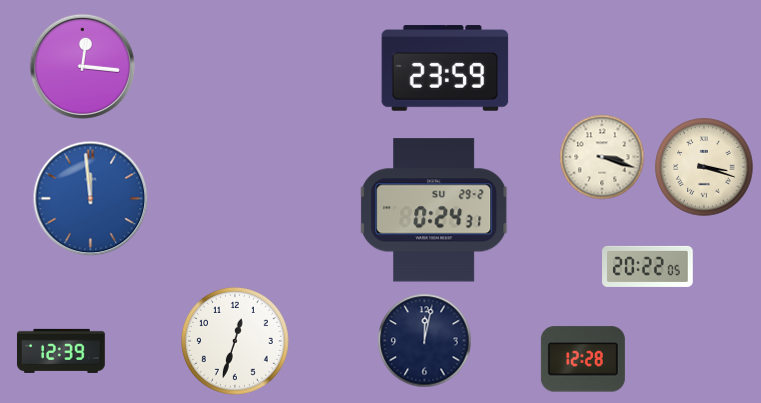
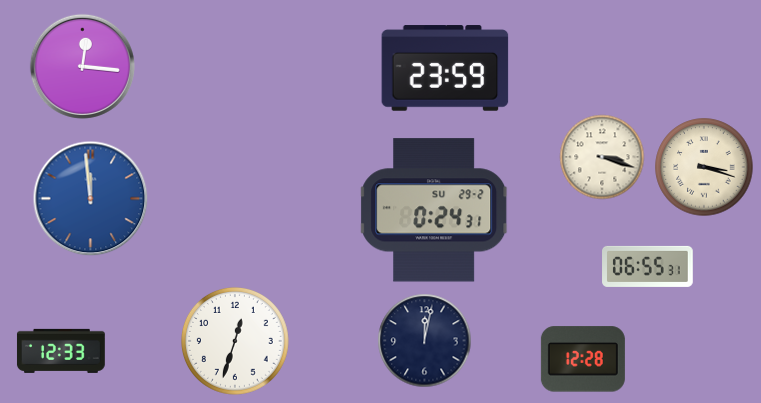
clock at (648, 266): 20:22 -> 06:55
clock at (61, 351): 12:39 -> 12:33
